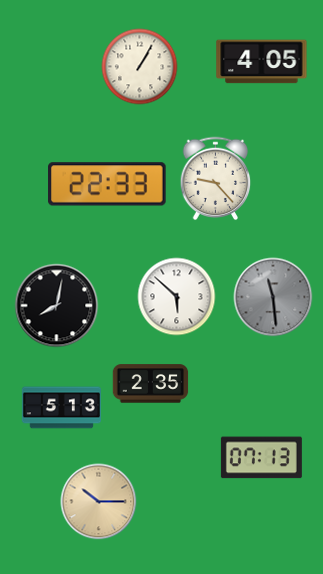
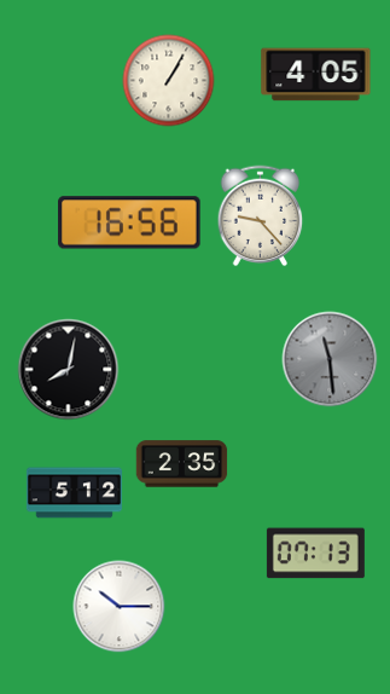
clock at (107, 184): 22:33 -> 16:56
clock at (177, 297): 5:52 -> none
clock at (61, 408): 5:13 -> 5:12
clock at (99, 502) dial: champagne -> white
